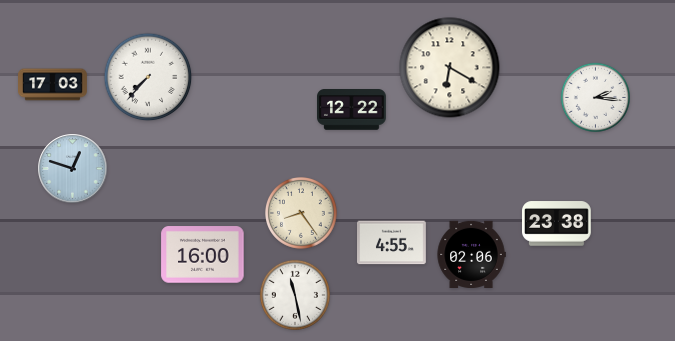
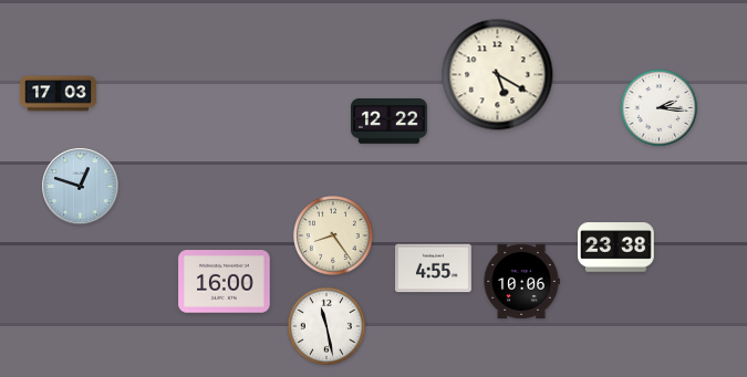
clock at (450, 68): 6:20 -> 5:20
clock at (148, 77): 7:37 -> none
clock at (471, 254): 02:06 -> 10:06
